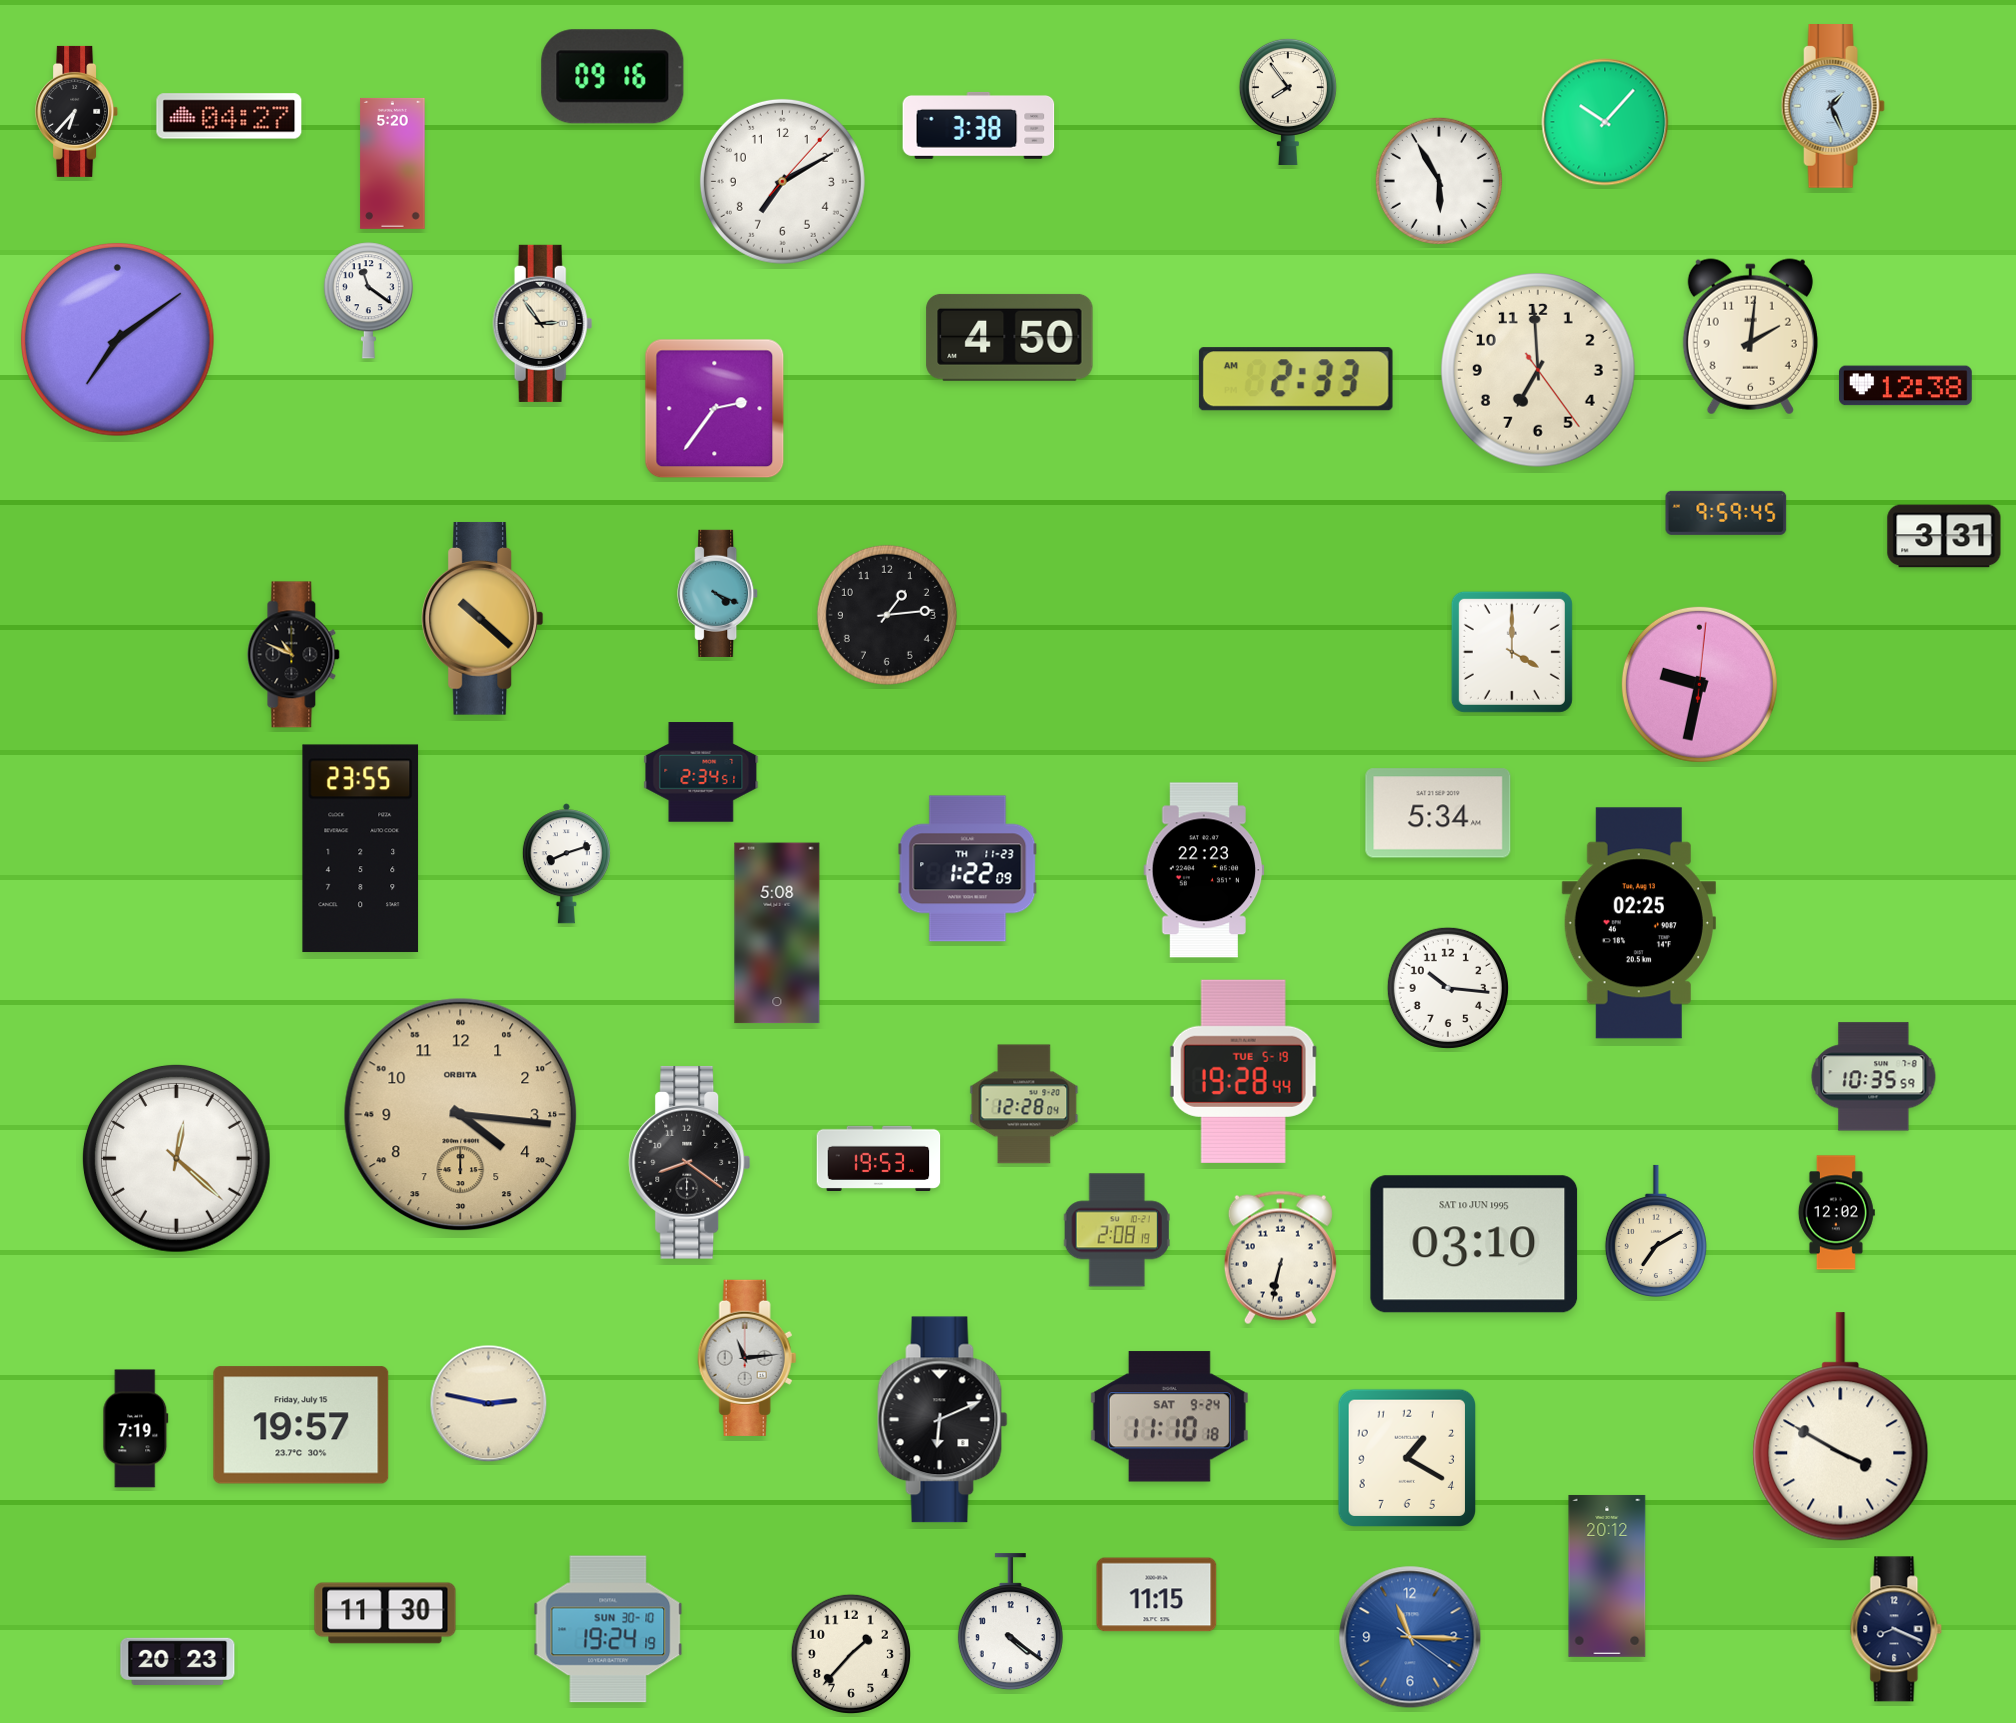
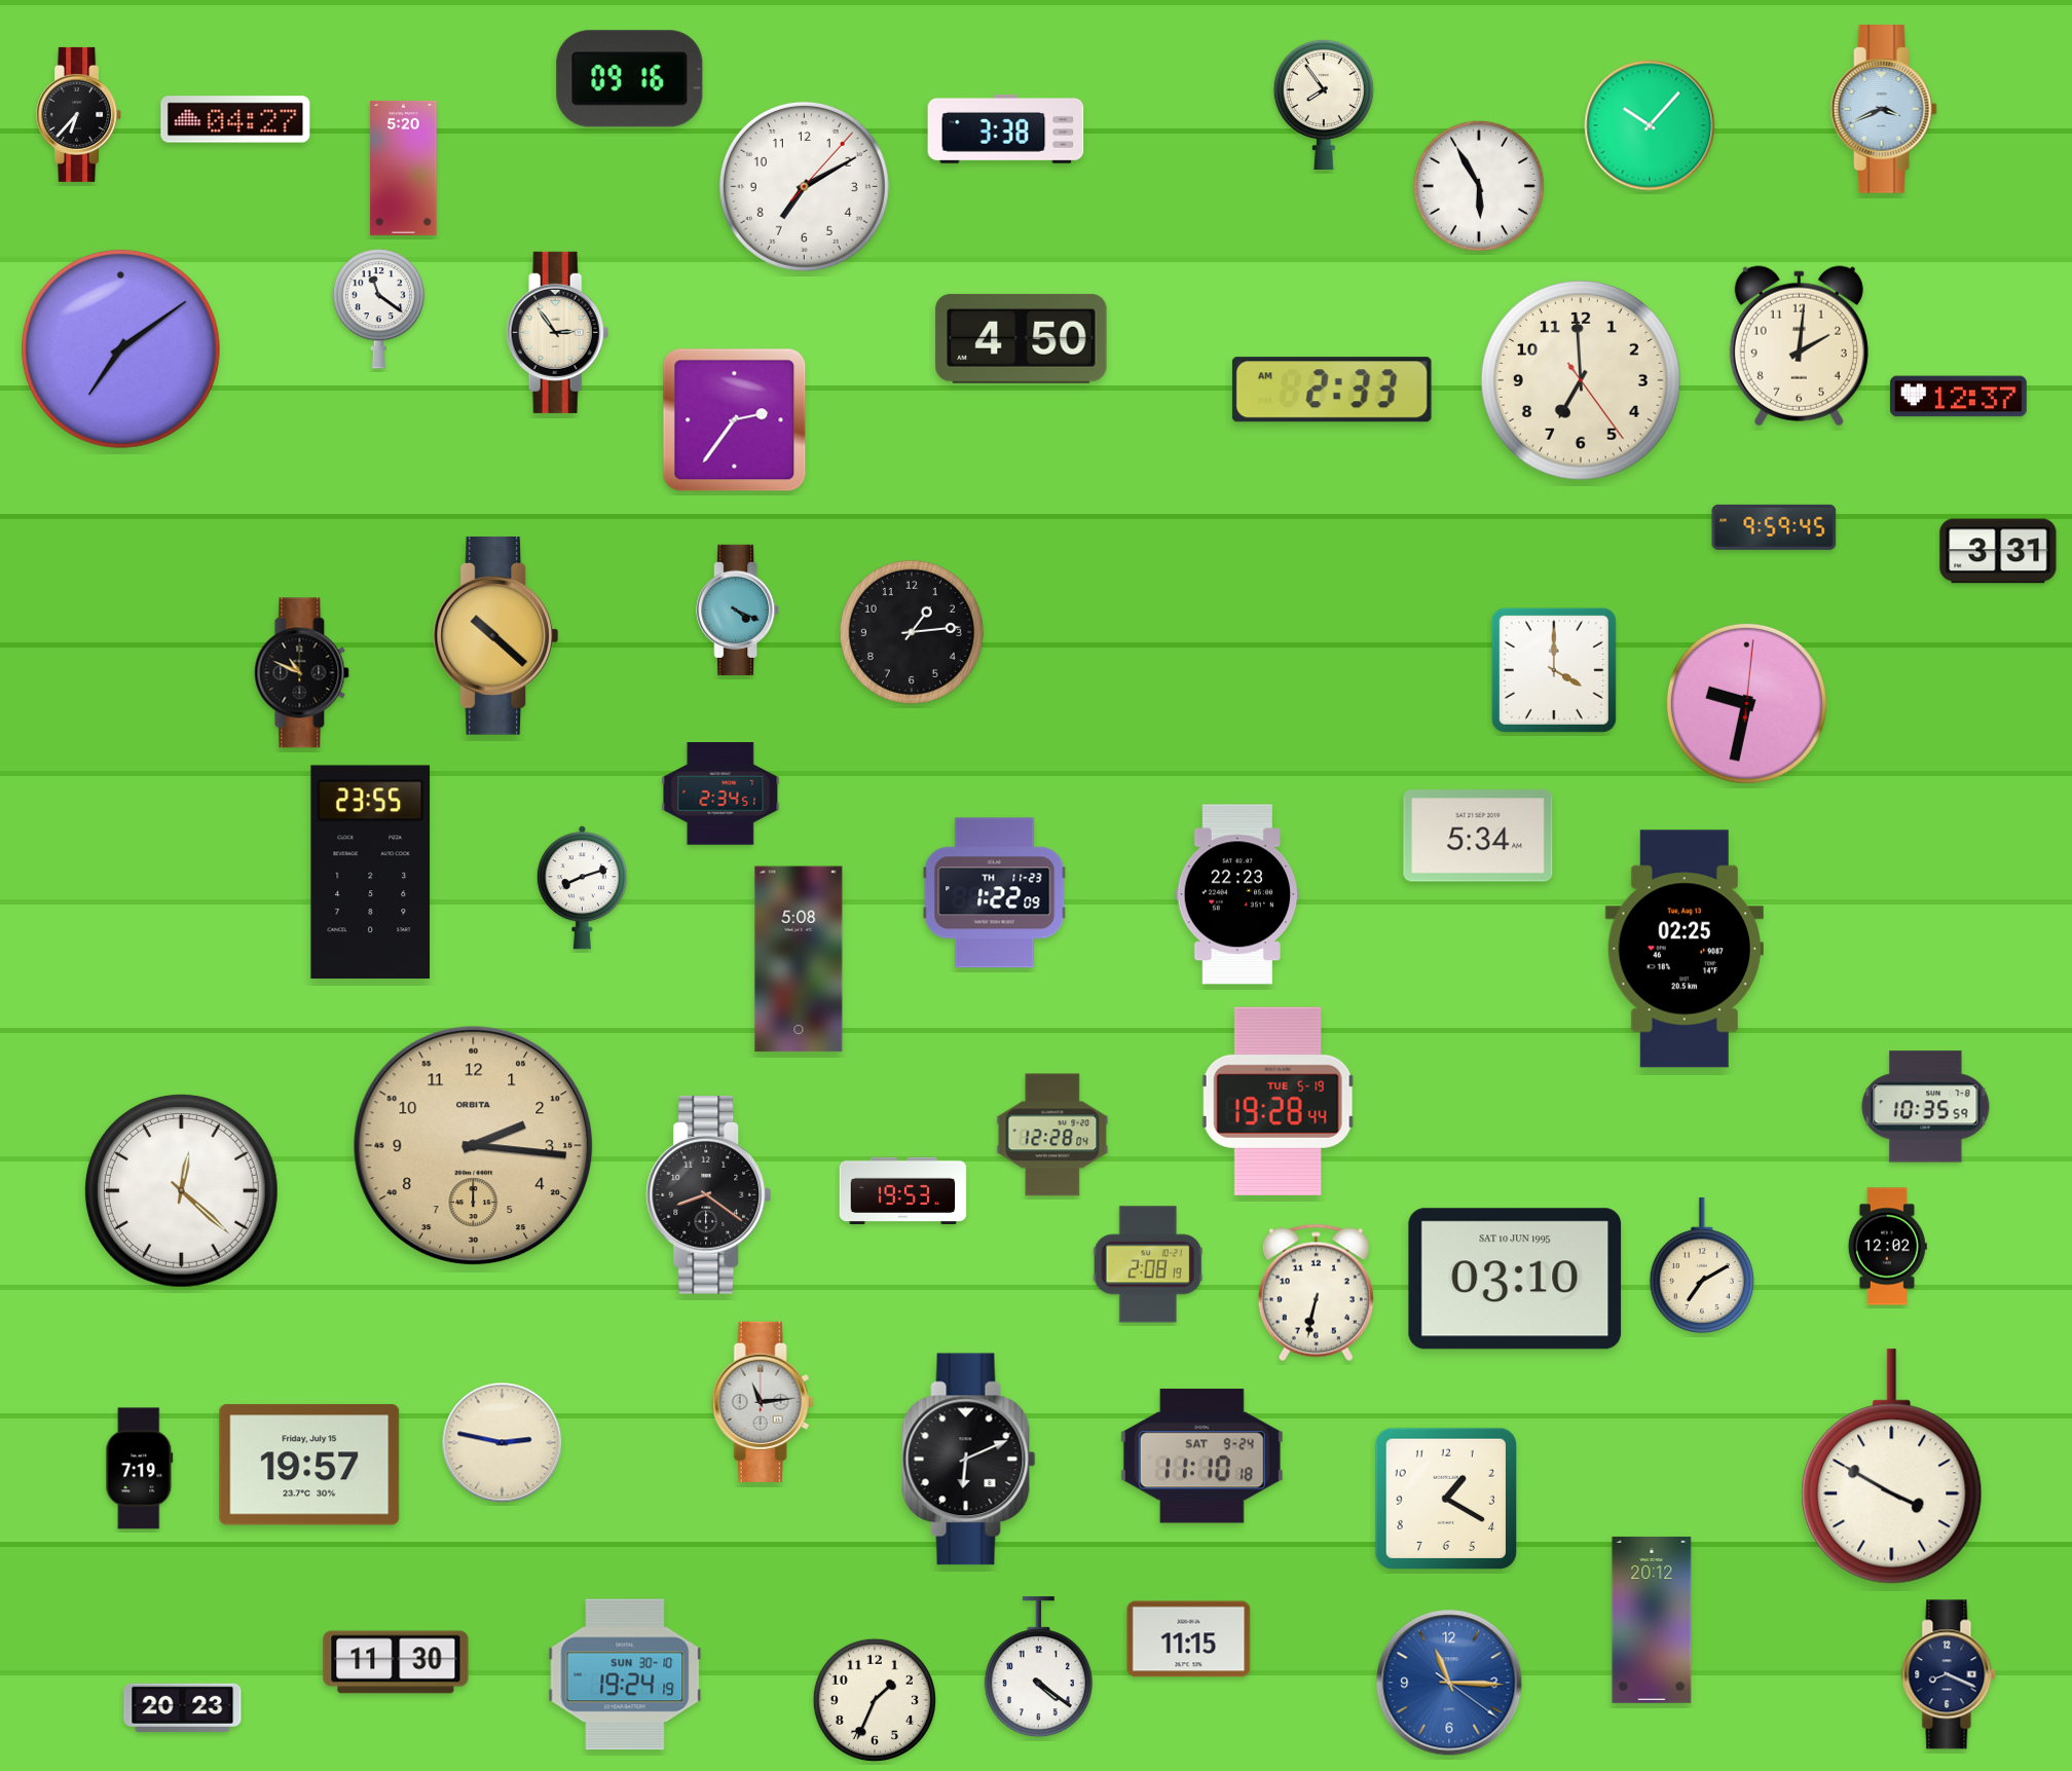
clock at (1833, 107): 1:26 -> 3:41
clock at (1010, 337) position: (1010, 337) -> (1022, 338)
clock at (1905, 386): 12:38 -> 12:37
clock at (1448, 988): 10:16 -> none
clock at (461, 1115): 4:16 -> 2:16
clock at (747, 1358) position: (747, 1358) -> (763, 1402)
clock at (385, 1613) position: (385, 1613) -> (396, 1662)
clock at (851, 1654): 1:37 -> 1:34
